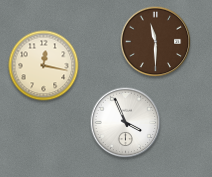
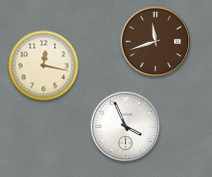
clock at (156, 42): 11:30 -> 11:42
clock at (126, 123) position: (126, 123) -> (126, 127)
